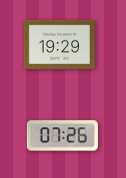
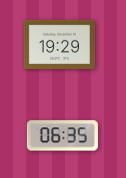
clock at (62, 136): 07:26 -> 06:35
